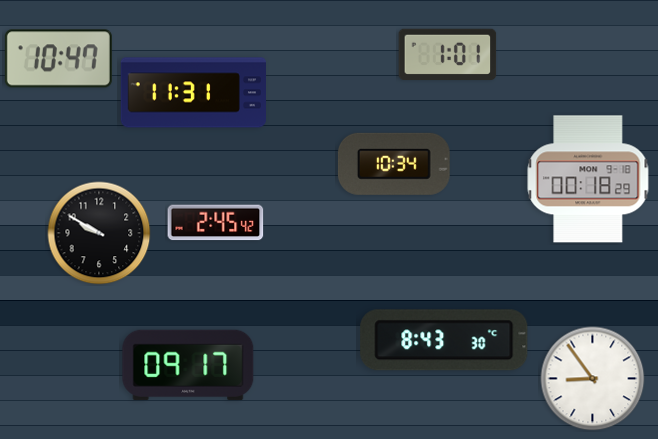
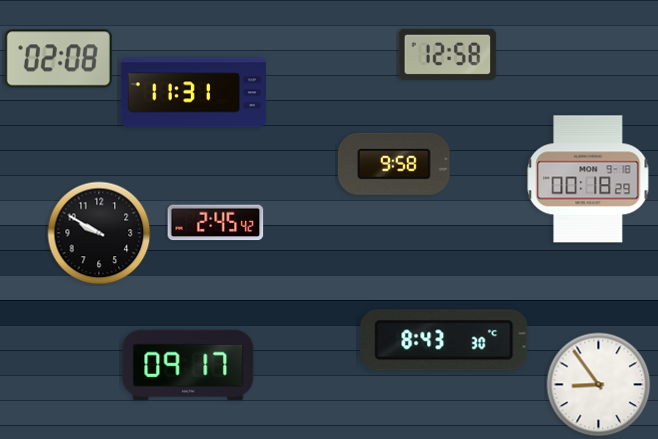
clock at (448, 54): 1:01 -> 12:58
clock at (58, 59): 10:47 -> 02:08
clock at (394, 164): 10:34 -> 9:58
clock at (593, 379) position: (593, 379) -> (599, 385)
